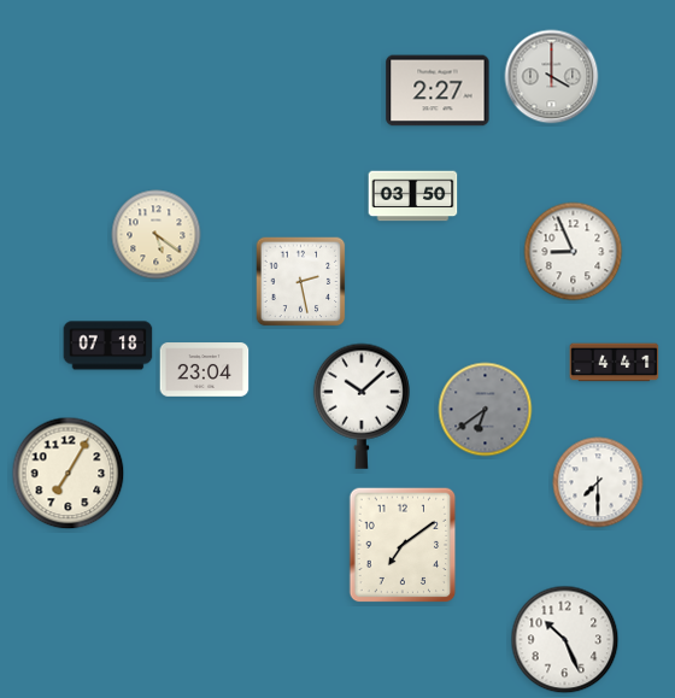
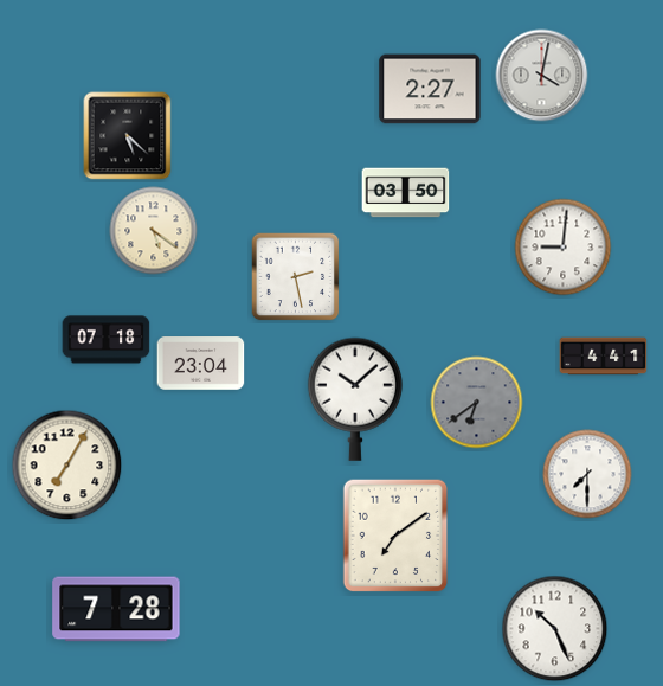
clock at (552, 77): 4:00 -> 4:02
clock at (128, 136): none -> 5:22
clock at (574, 252): 8:56 -> 9:01
clock at (116, 609): none -> 7:28
